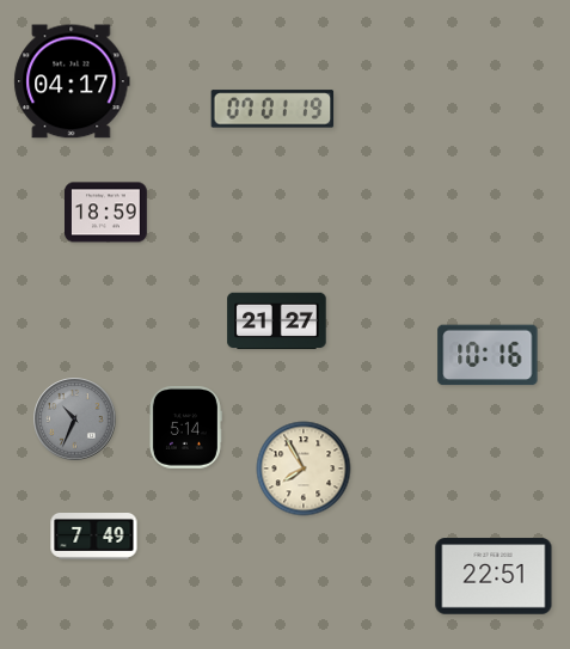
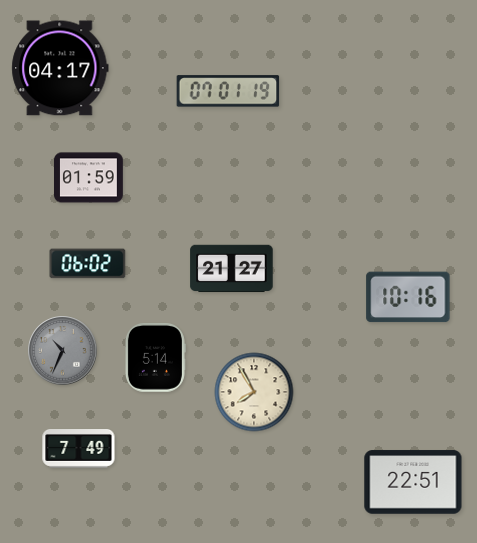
clock at (106, 213): 18:59 -> 01:59
clock at (88, 264): none -> 06:02
